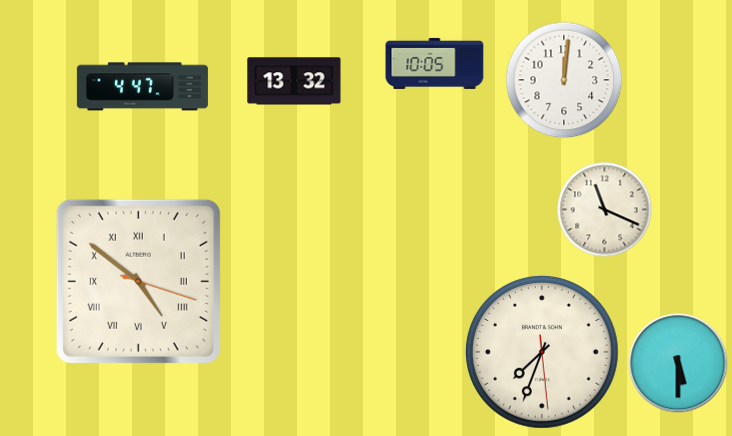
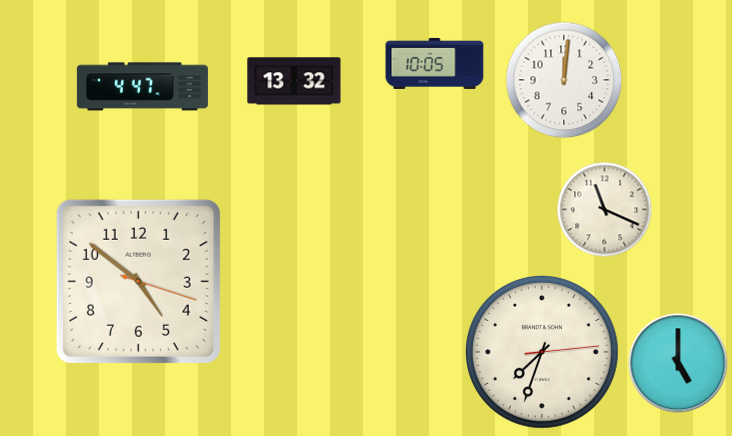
clock at (138, 281) numerals: Roman -> Arabic
clock at (542, 352): 7:33:29 -> 7:33:14
clock at (678, 363): 5:30 -> 5:00
